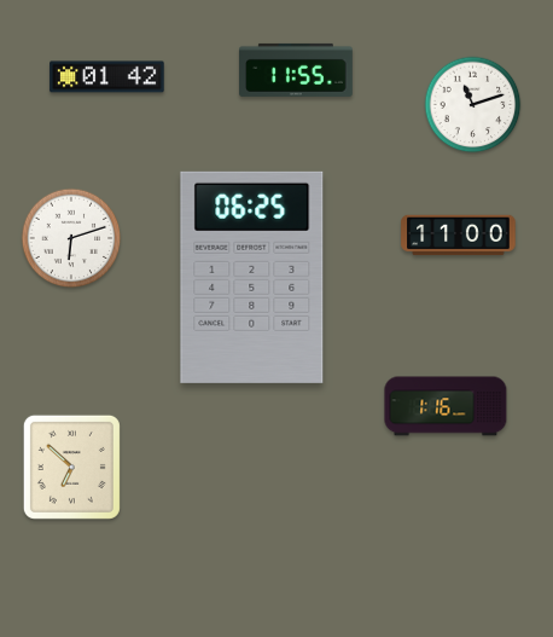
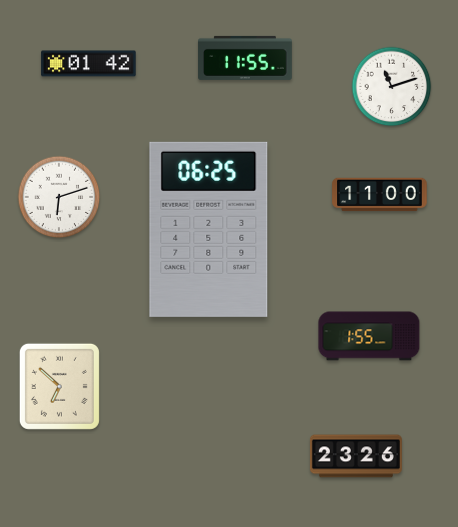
clock at (446, 406): 1:16 -> 1:55
clock at (356, 456): none -> 23:26
